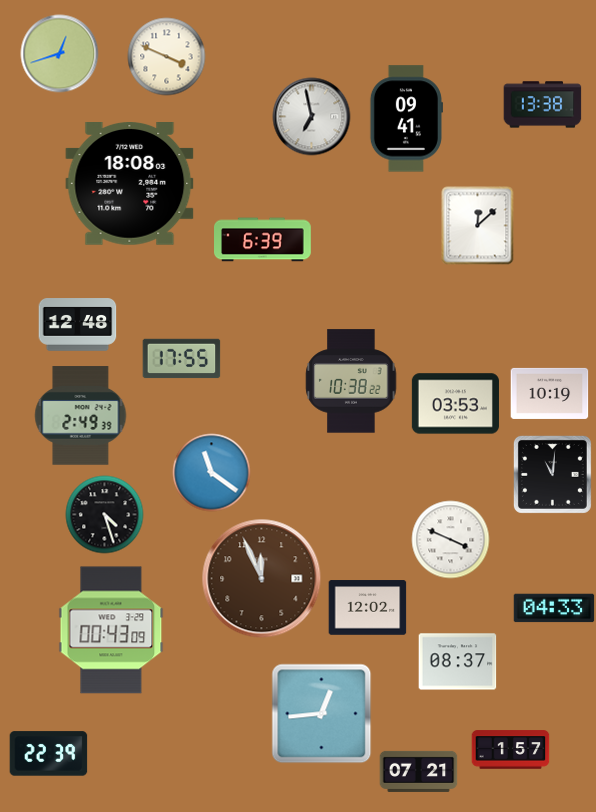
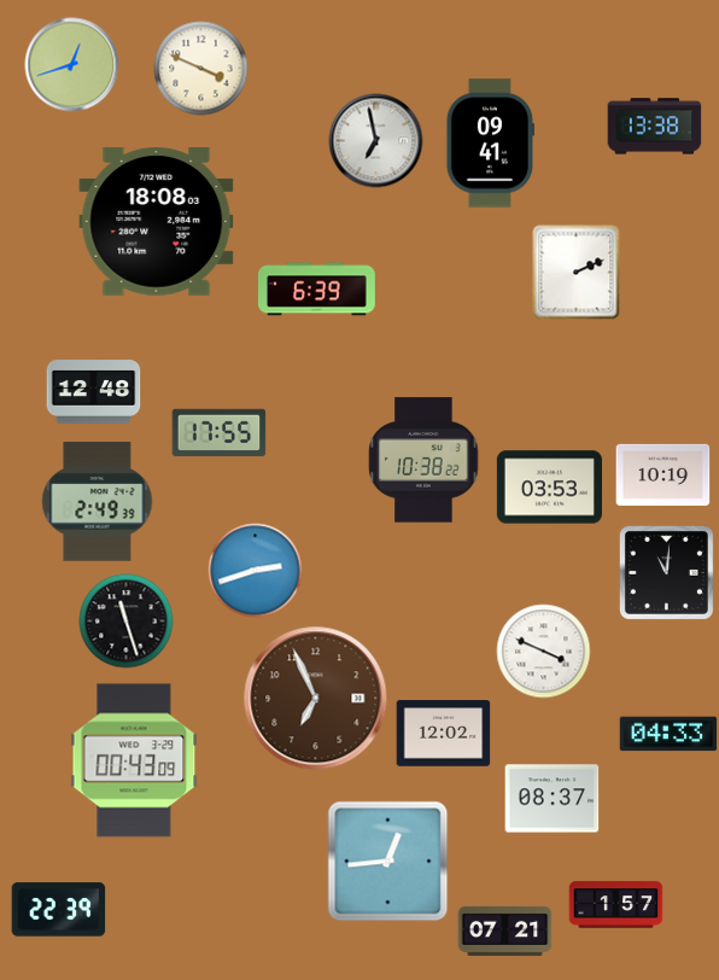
clock at (478, 225): 12:08 -> 2:11
clock at (211, 472): 11:21 -> 2:42
clock at (104, 514): 4:27 -> 11:27
clock at (262, 579): 11:56 -> 6:56
